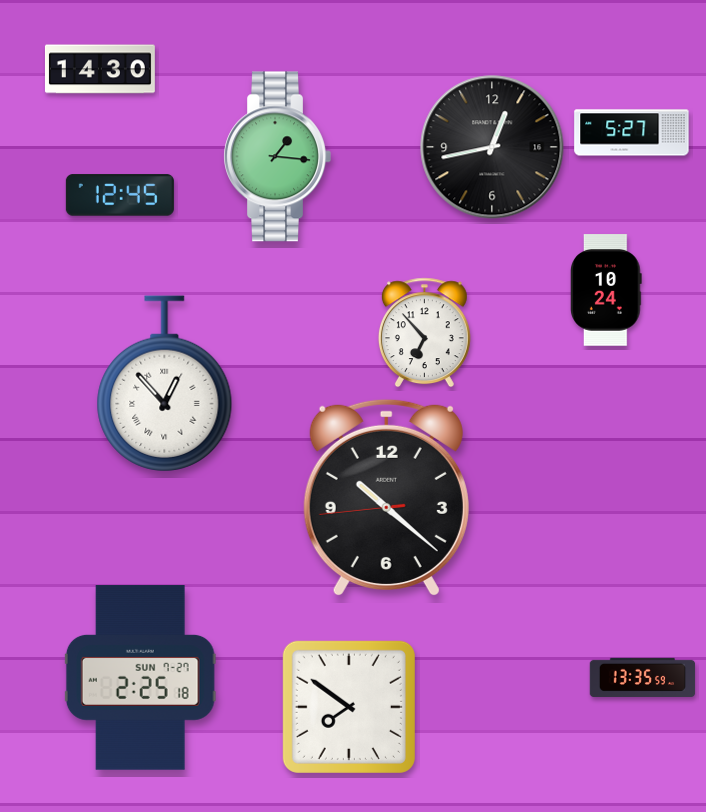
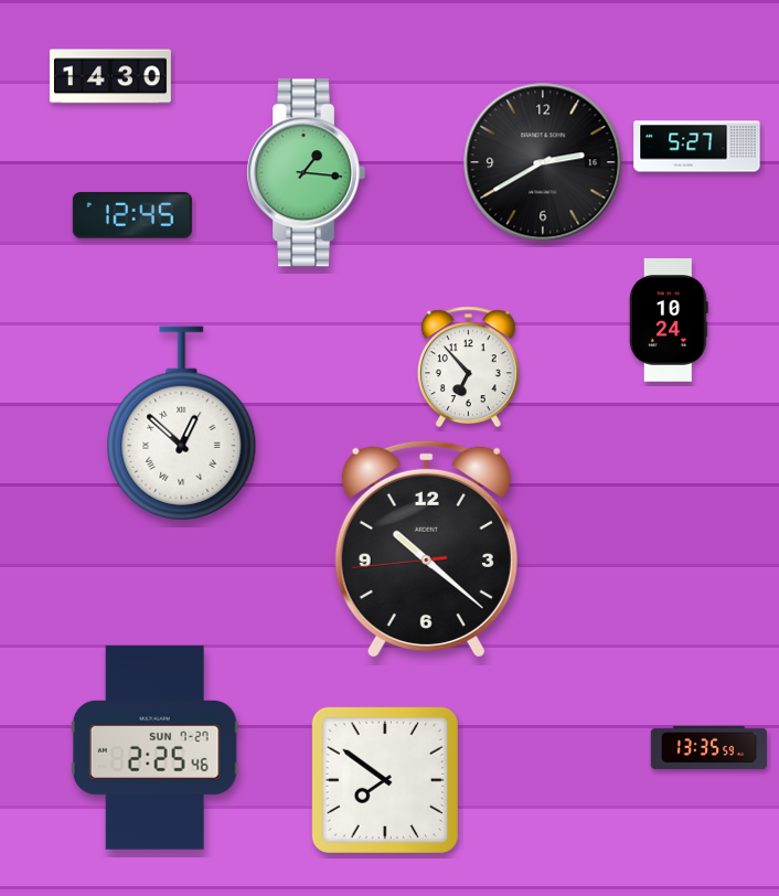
clock at (492, 147): 12:43 -> 2:40
clock at (165, 384): 12:53 -> 12:52
clock at (140, 678): 2:25:18 -> 2:25:46
